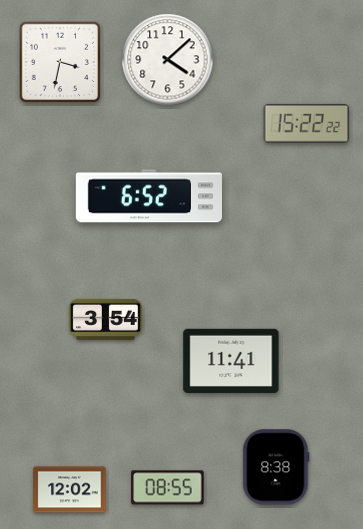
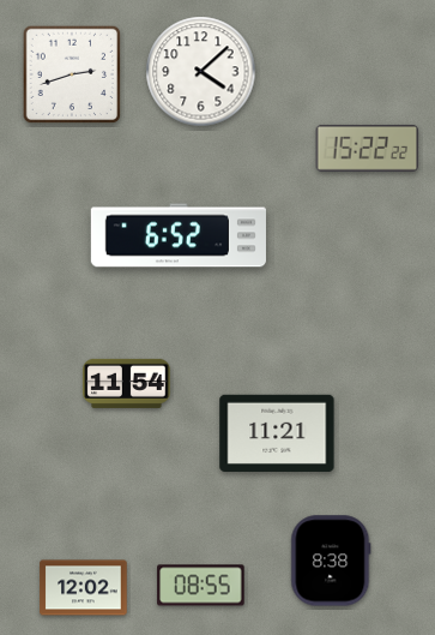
clock at (59, 61): 3:32 -> 2:42
clock at (106, 319): 3:54 -> 11:54
clock at (231, 360): 11:41 -> 11:21
